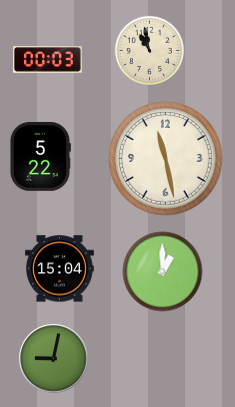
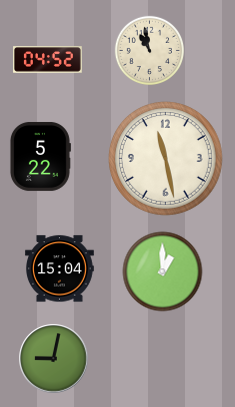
clock at (48, 60): 00:03 -> 04:52
